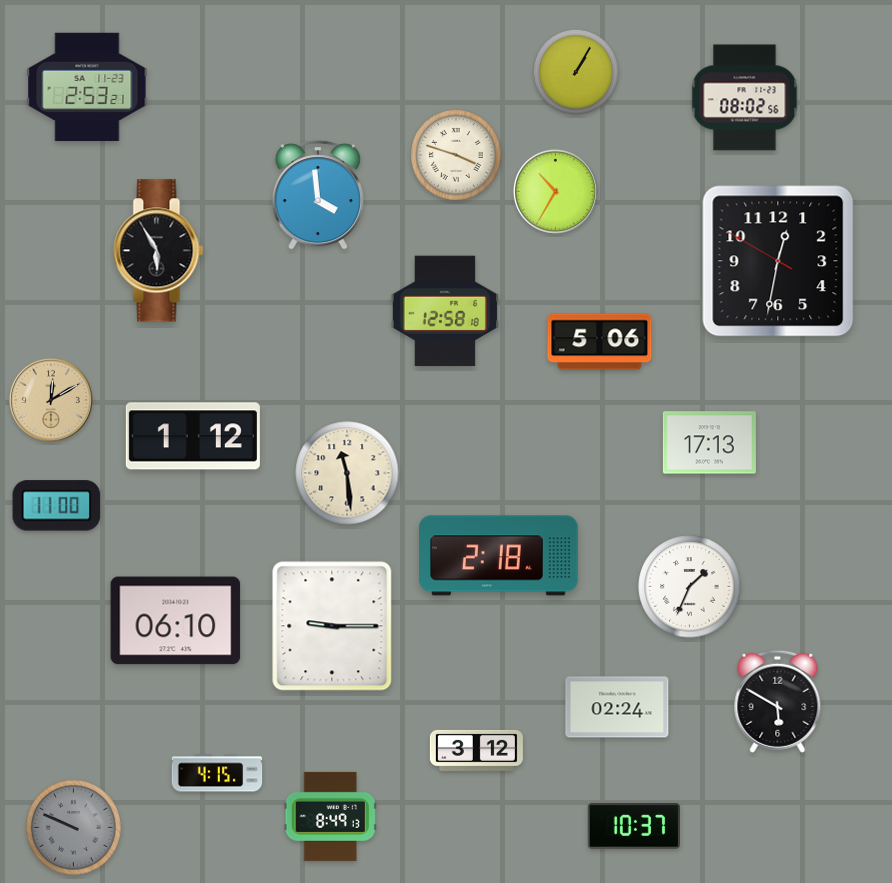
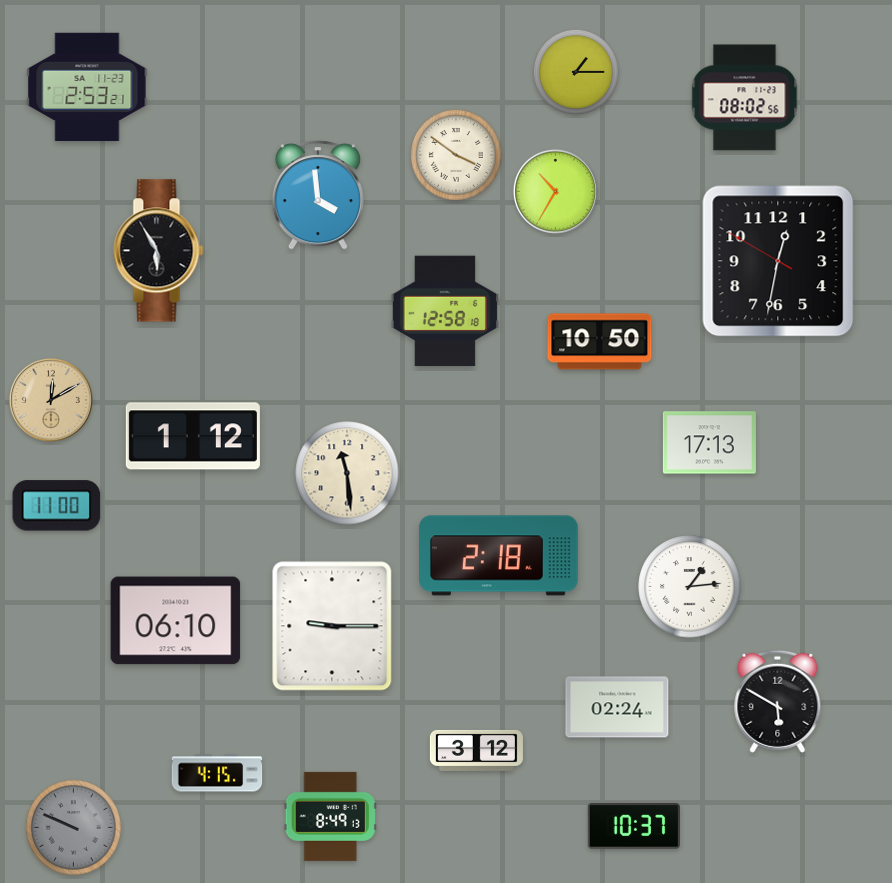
clock at (576, 72): 1:05 -> 1:15
clock at (456, 155): 3:48 -> 3:51
clock at (600, 342): 5:06 -> 10:50
clock at (690, 587): 1:34 -> 1:14
